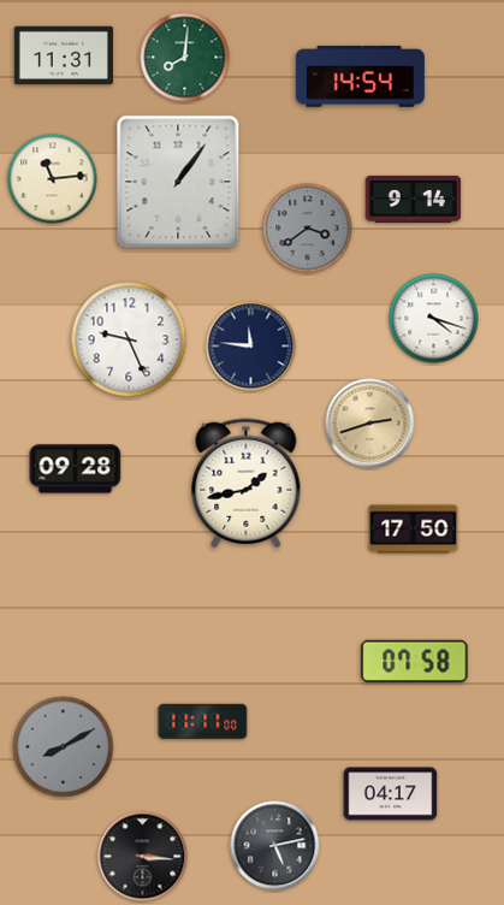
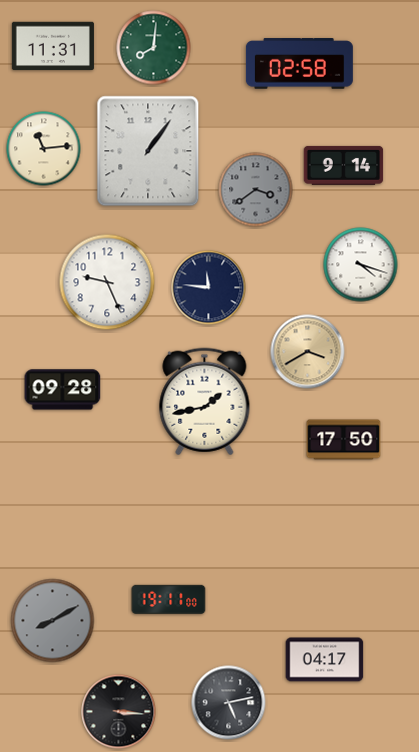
clock at (360, 77): 14:54 -> 02:58
clock at (370, 424): 2:42 -> 3:40
clock at (415, 661): 07:58 -> none
clock at (203, 721): 11:11 -> 19:11
